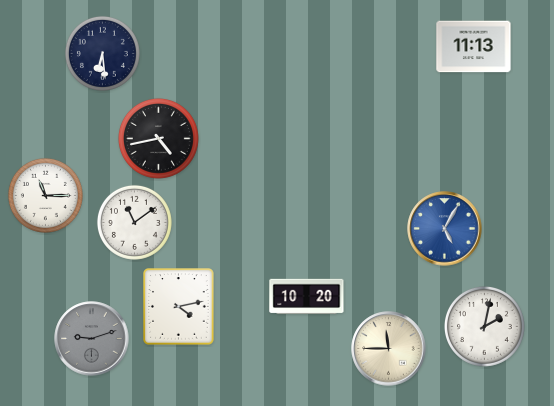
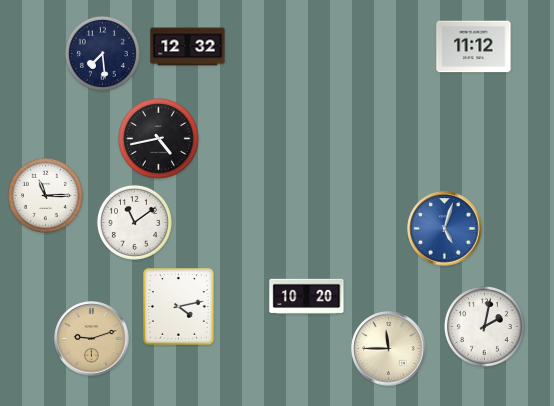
clock at (188, 47): none -> 12:32
clock at (474, 47): 11:13 -> 11:12
clock at (102, 53): 6:29 -> 7:29
clock at (445, 229): 5:05 -> 5:03
clock at (92, 339) dial: grey -> champagne
